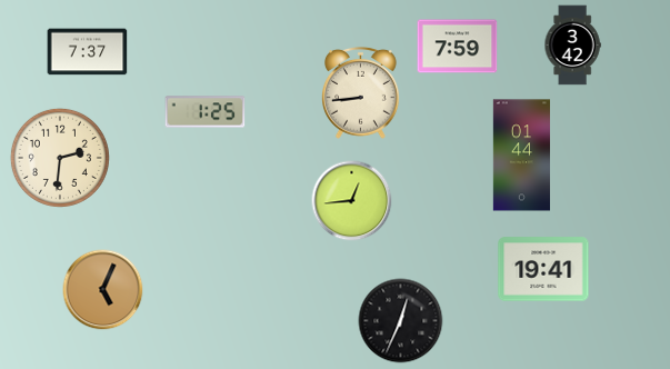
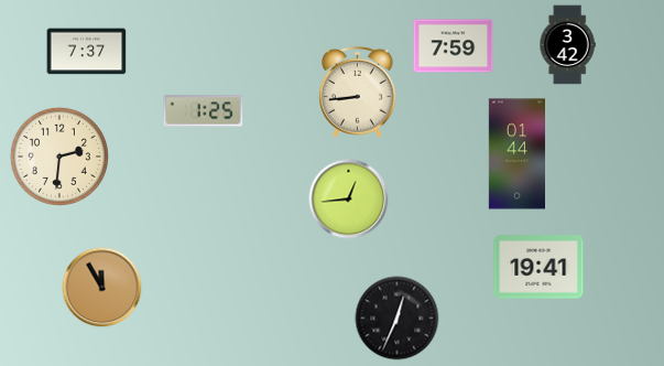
clock at (103, 290): 5:04 -> 11:55
